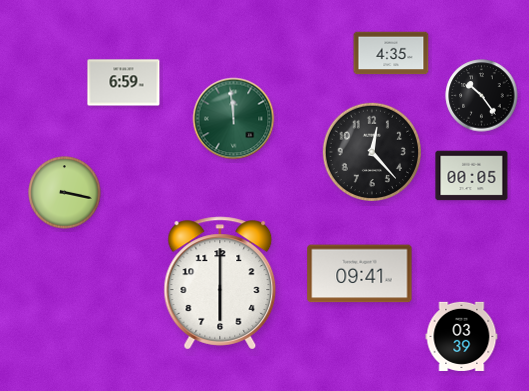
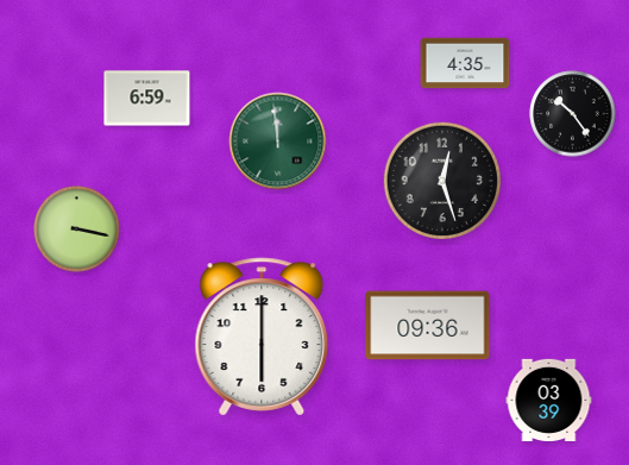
clock at (372, 152): 12:23 -> 12:27
clock at (472, 176): 00:05 -> none
clock at (360, 274): 09:41 -> 09:36
